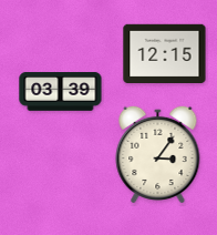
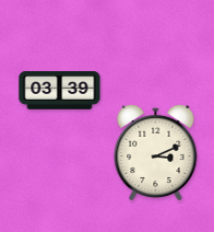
clock at (165, 53): 12:15 -> none
clock at (158, 153): 3:06 -> 3:11
